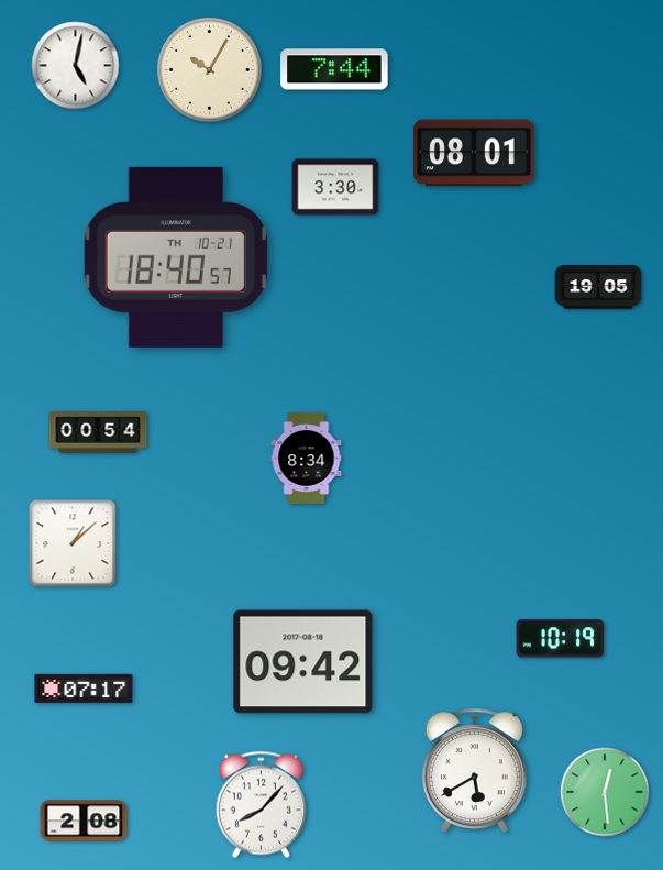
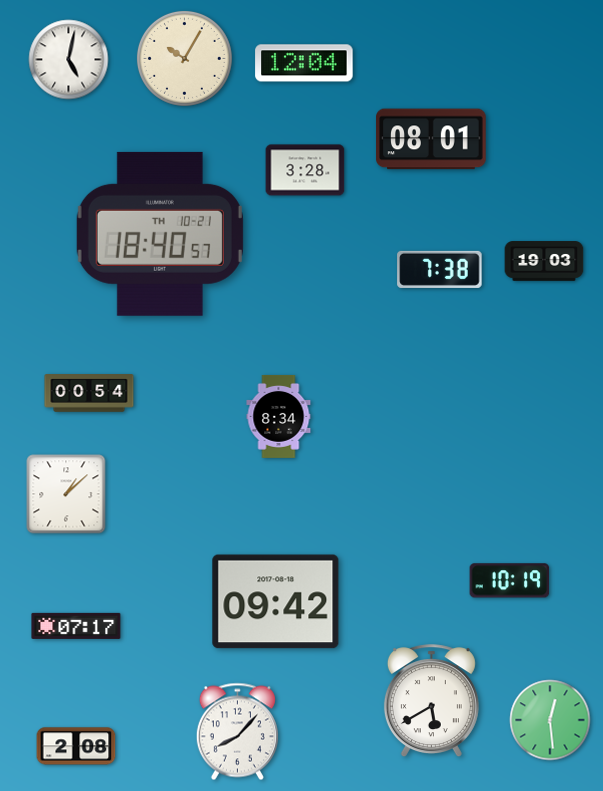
clock at (209, 69) position: (209, 69) -> (184, 58)
clock at (334, 69): 7:44 -> 12:04
clock at (335, 187): 3:30 -> 3:28
clock at (598, 287): 19:05 -> 19:03
clock at (440, 269): none -> 7:38
